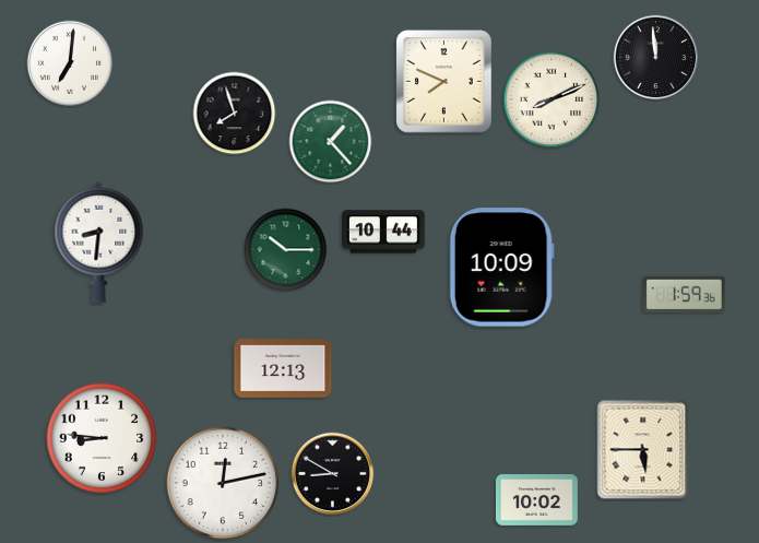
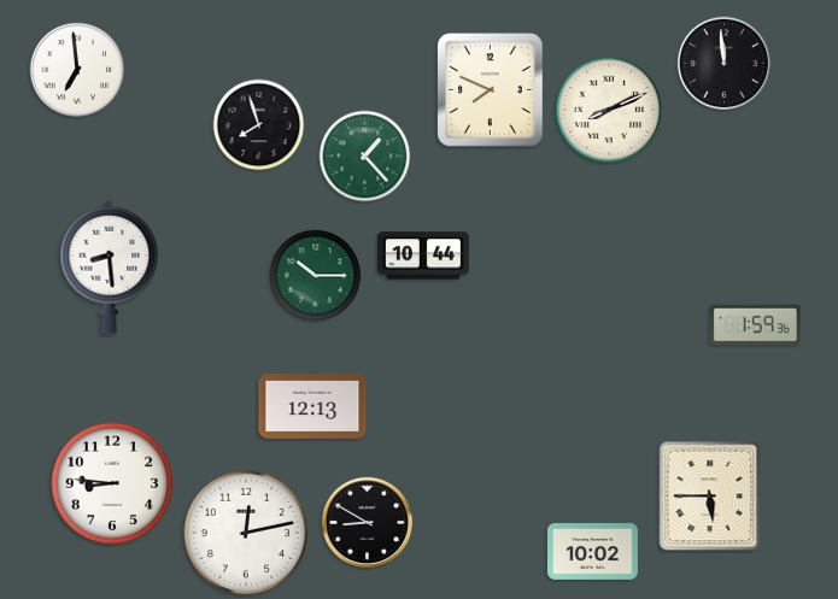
clock at (70, 63): 7:01 -> 6:59
clock at (99, 241): 8:31 -> 8:29
clock at (501, 268): 10:09 -> none
